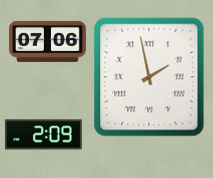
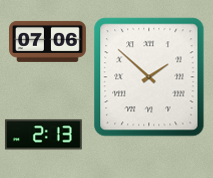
clock at (149, 77): 1:58 -> 1:52
clock at (43, 135): 2:09 -> 2:13
